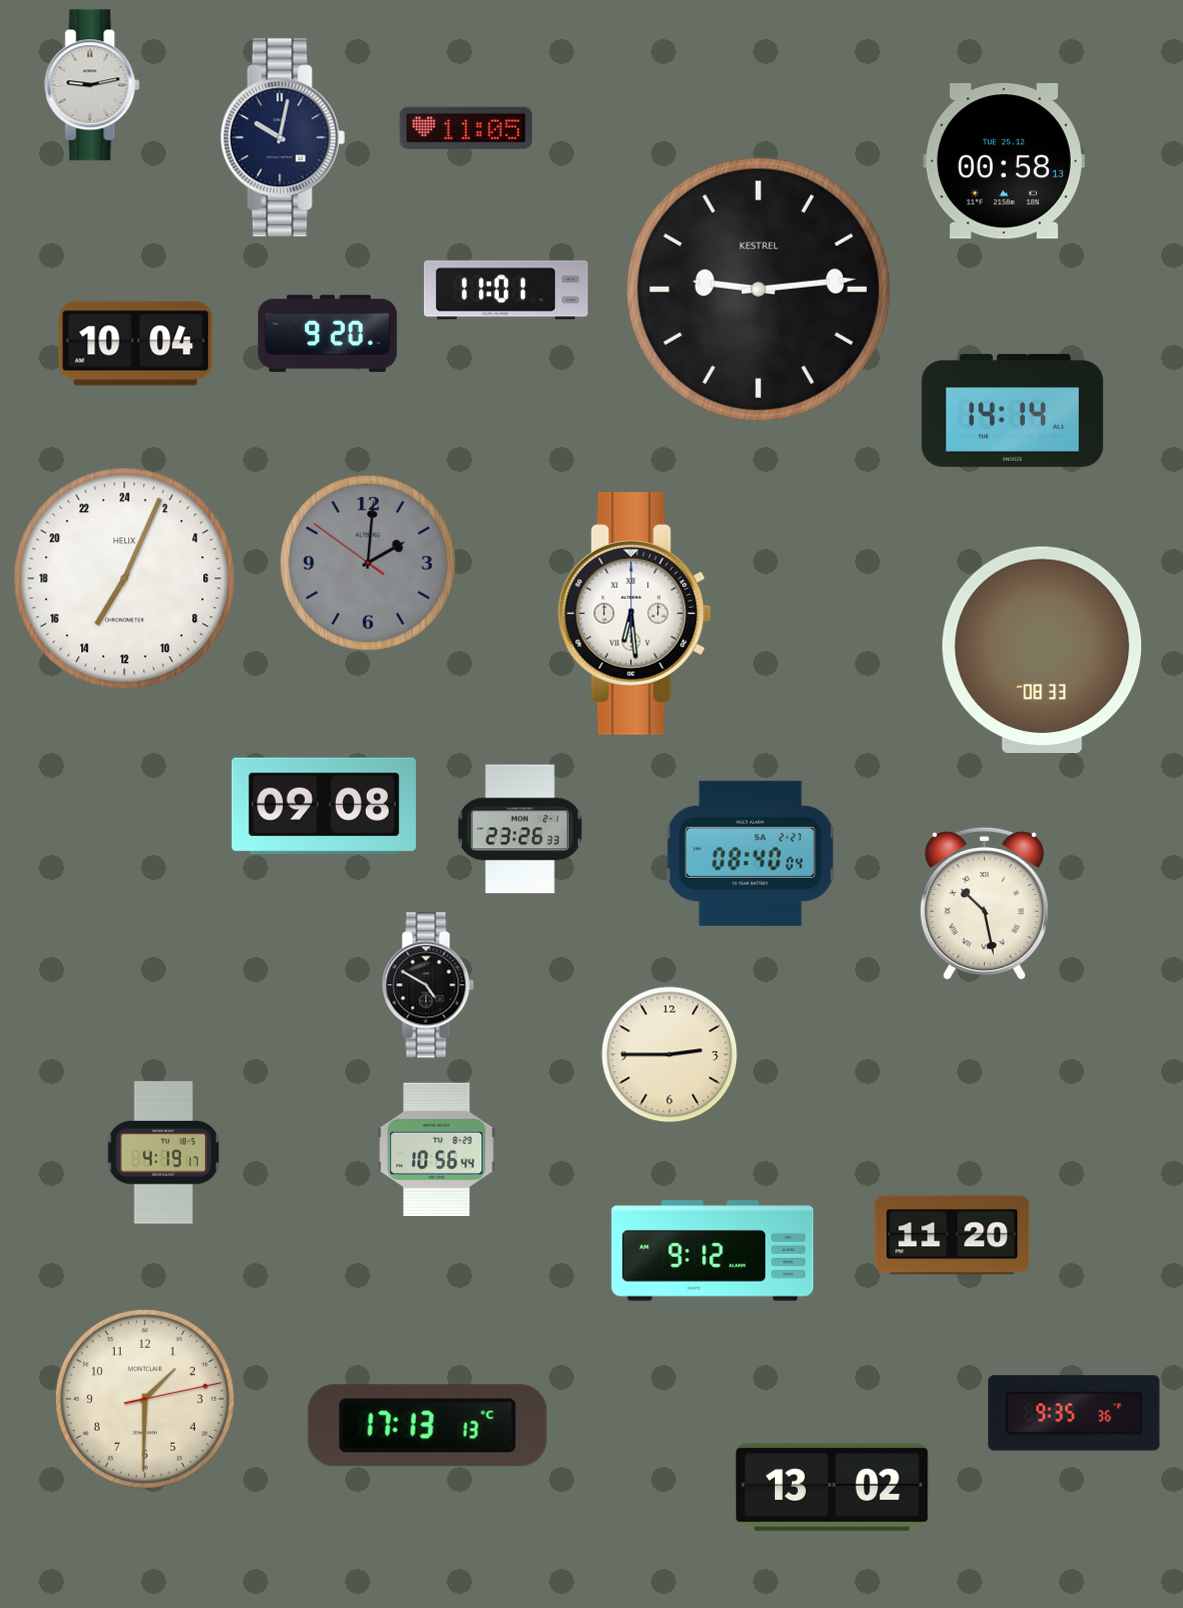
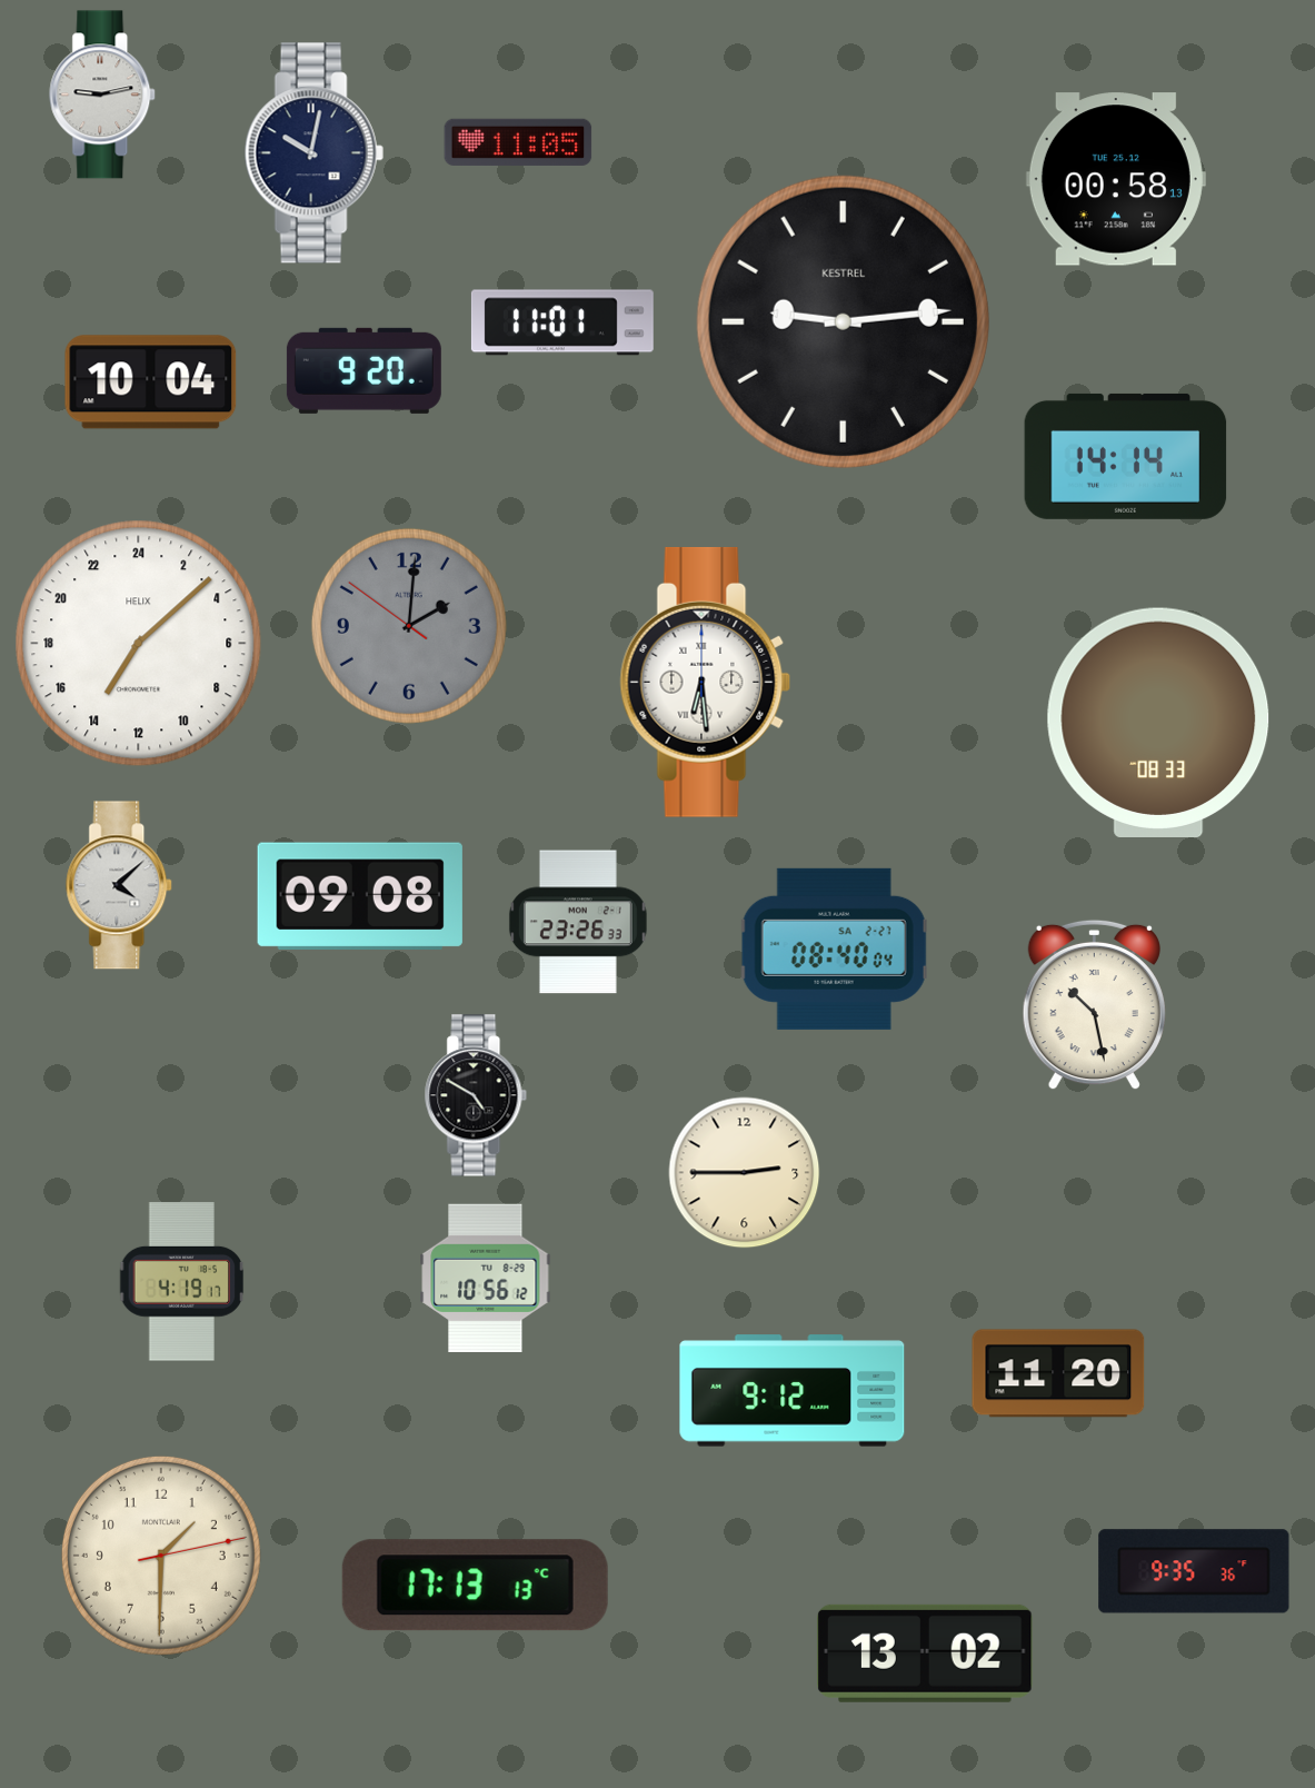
clock at (125, 579): 14:04 -> 14:08
clock at (120, 885): none -> 4:08
clock at (437, 1149): 10:56:44 -> 10:56:12
